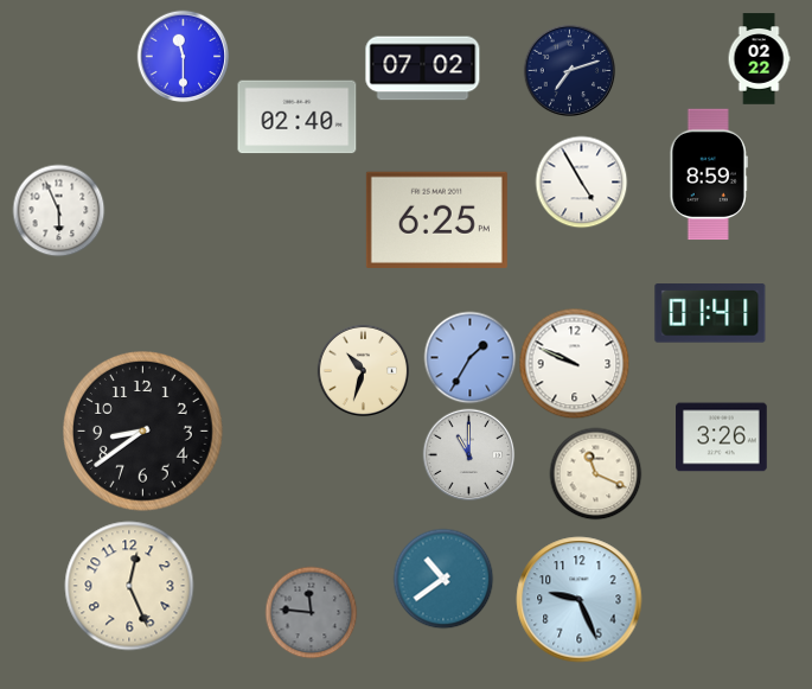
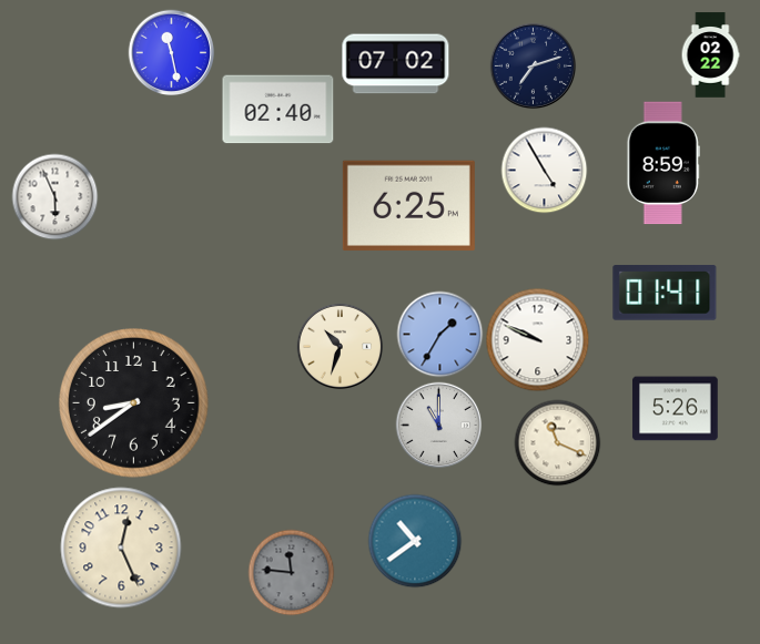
clock at (183, 56): 11:30 -> 11:28
clock at (722, 438): 3:26 -> 5:26
clock at (580, 600): 9:26 -> none
